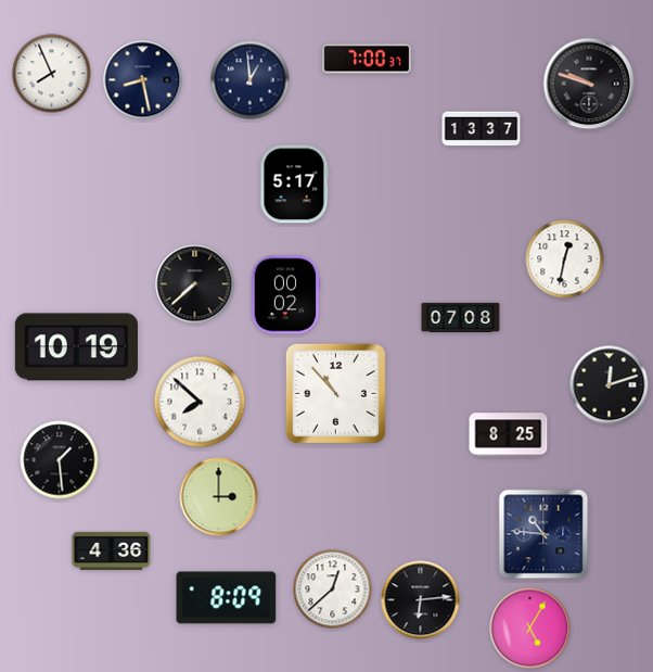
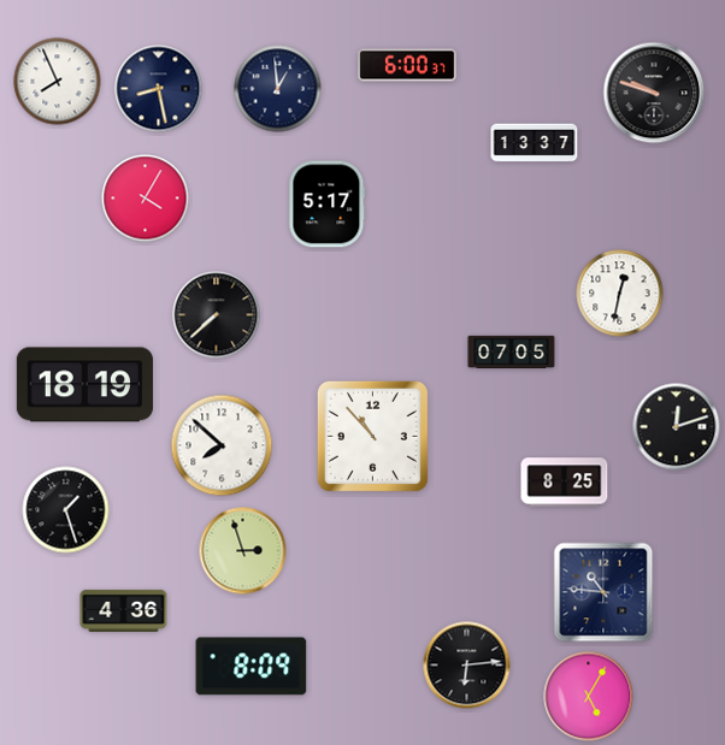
clock at (367, 59): 7:00 -> 6:00
clock at (146, 199): none -> 4:05
clock at (565, 259) position: (565, 259) -> (620, 294)
clock at (285, 295): 00:02 -> none
clock at (461, 317): 07:08 -> 07:05
clock at (76, 347): 10:19 -> 18:19
clock at (60, 460): 1:29 -> 1:27
clock at (219, 497): 3:00 -> 2:57
clock at (333, 589): 12:38 -> none
clock at (227, 598) position: (227, 598) -> (252, 667)
